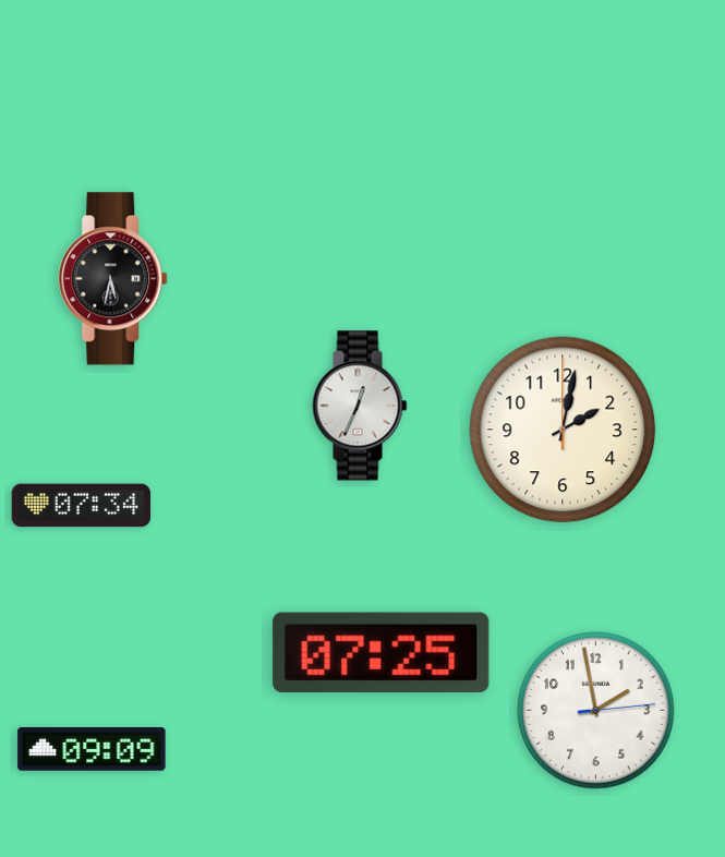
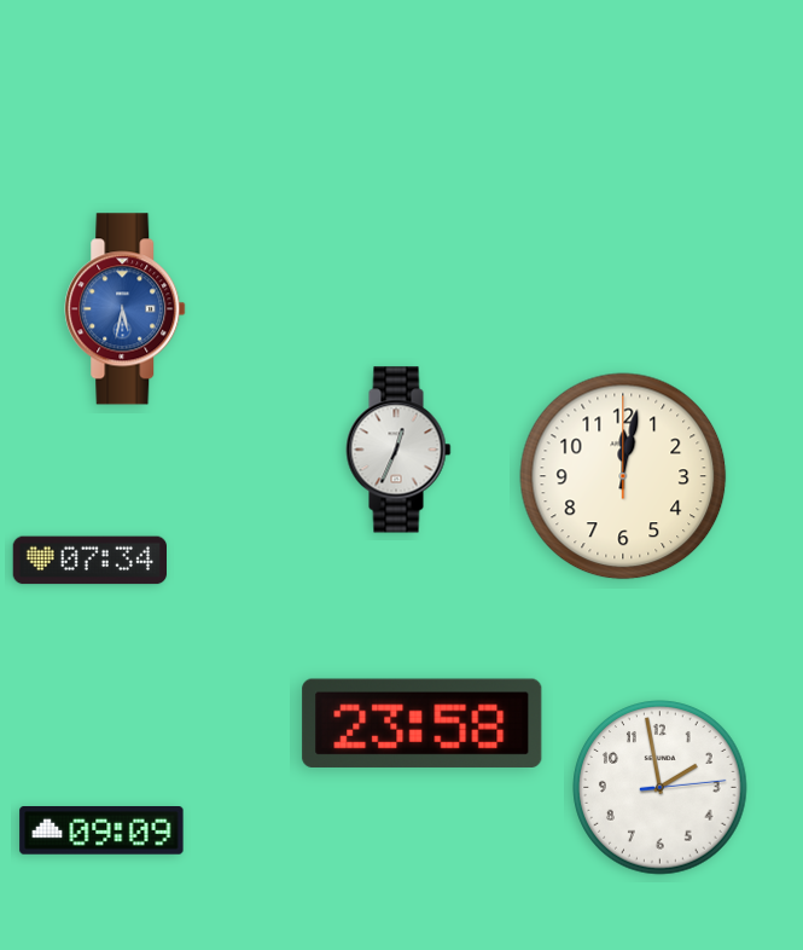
clock at (113, 279) dial: black -> blue
clock at (563, 430): 2:02 -> 12:02
clock at (382, 652): 07:25 -> 23:58
